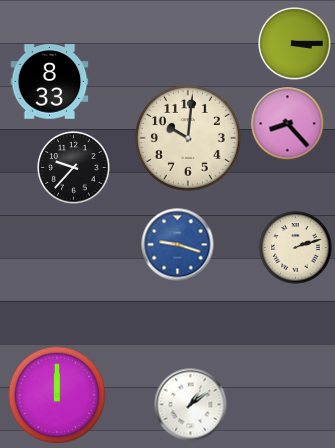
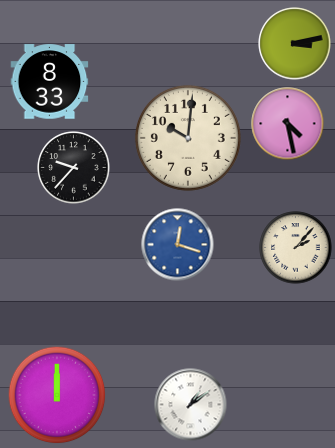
clock at (295, 44): 3:15 -> 3:13
clock at (288, 124): 8:23 -> 4:28
clock at (178, 245): 9:18 -> 12:18
clock at (296, 248): 2:12 -> 2:07
